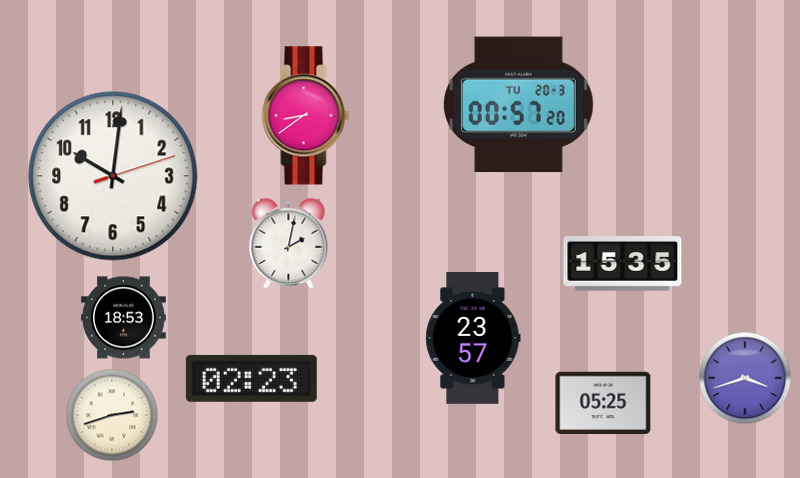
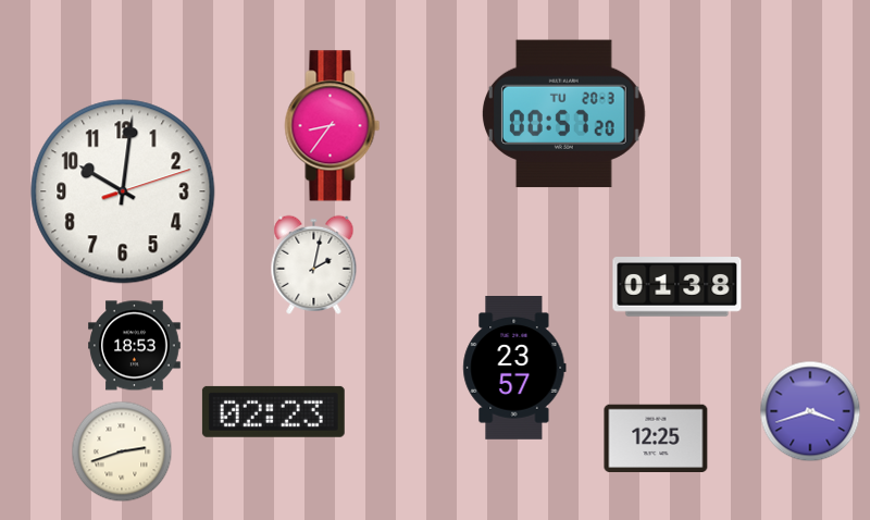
clock at (306, 116): 8:39 -> 8:36
clock at (623, 264): 15:35 -> 01:38
clock at (603, 402): 05:25 -> 12:25
